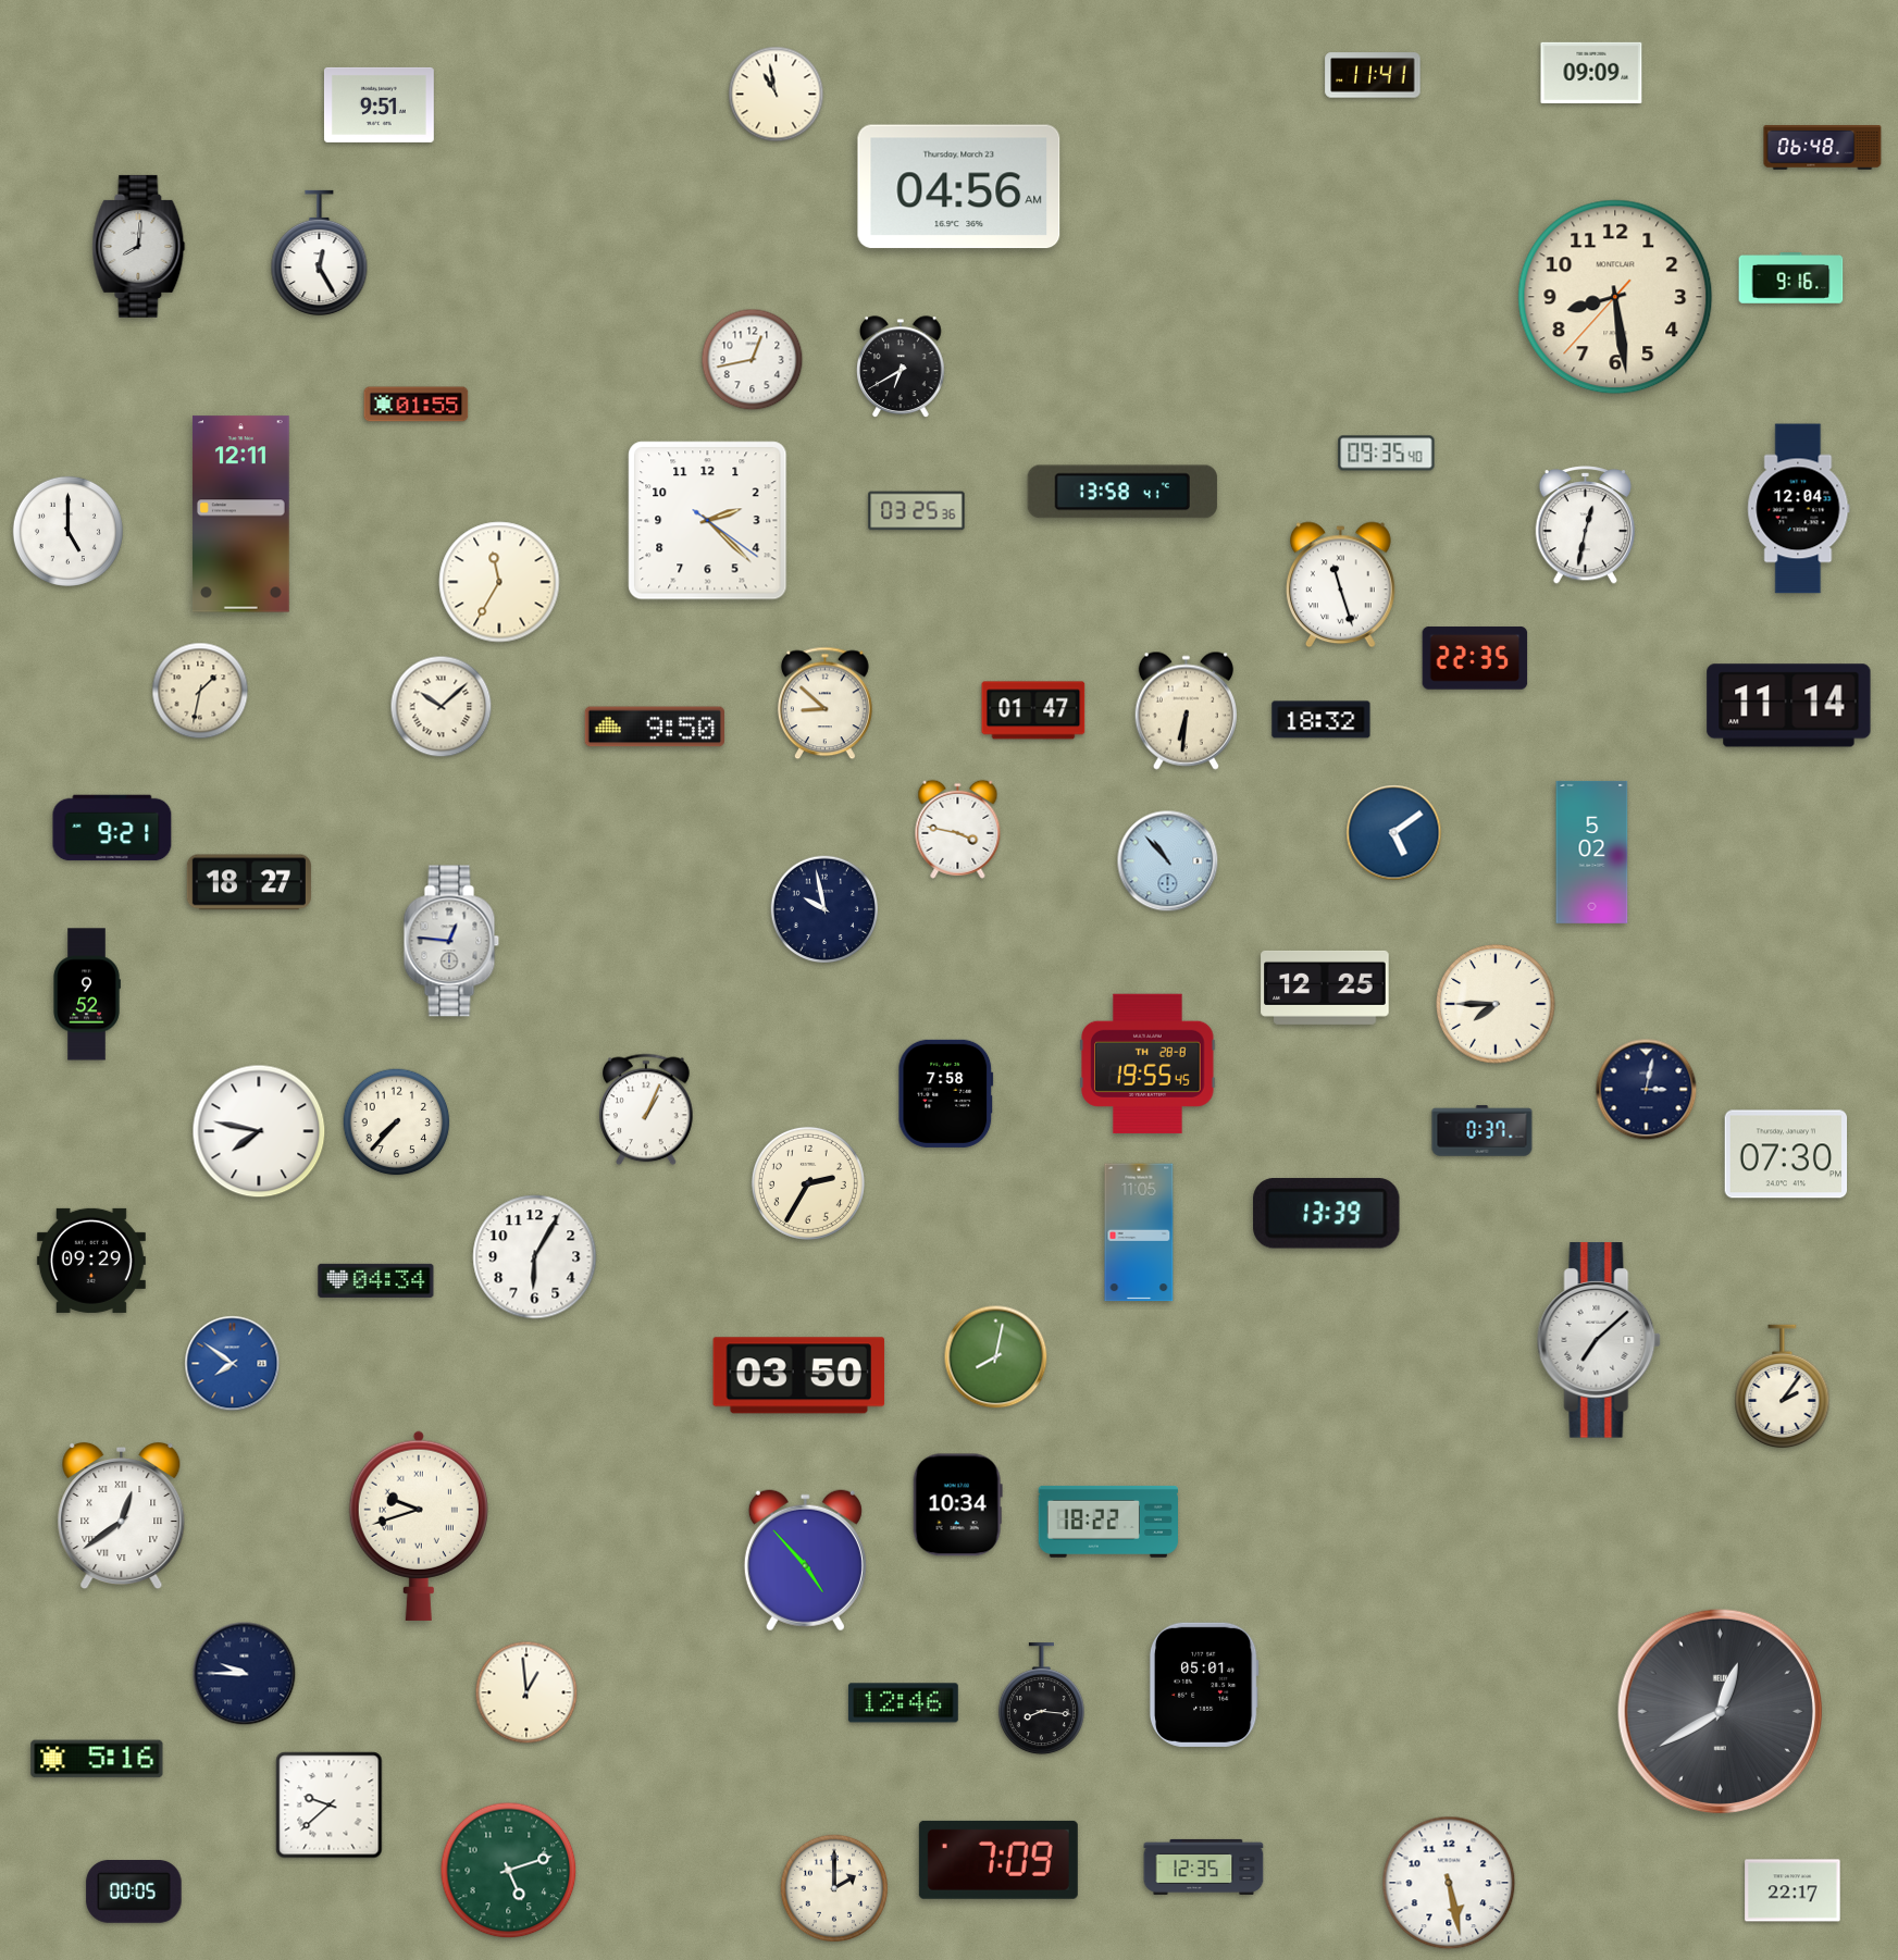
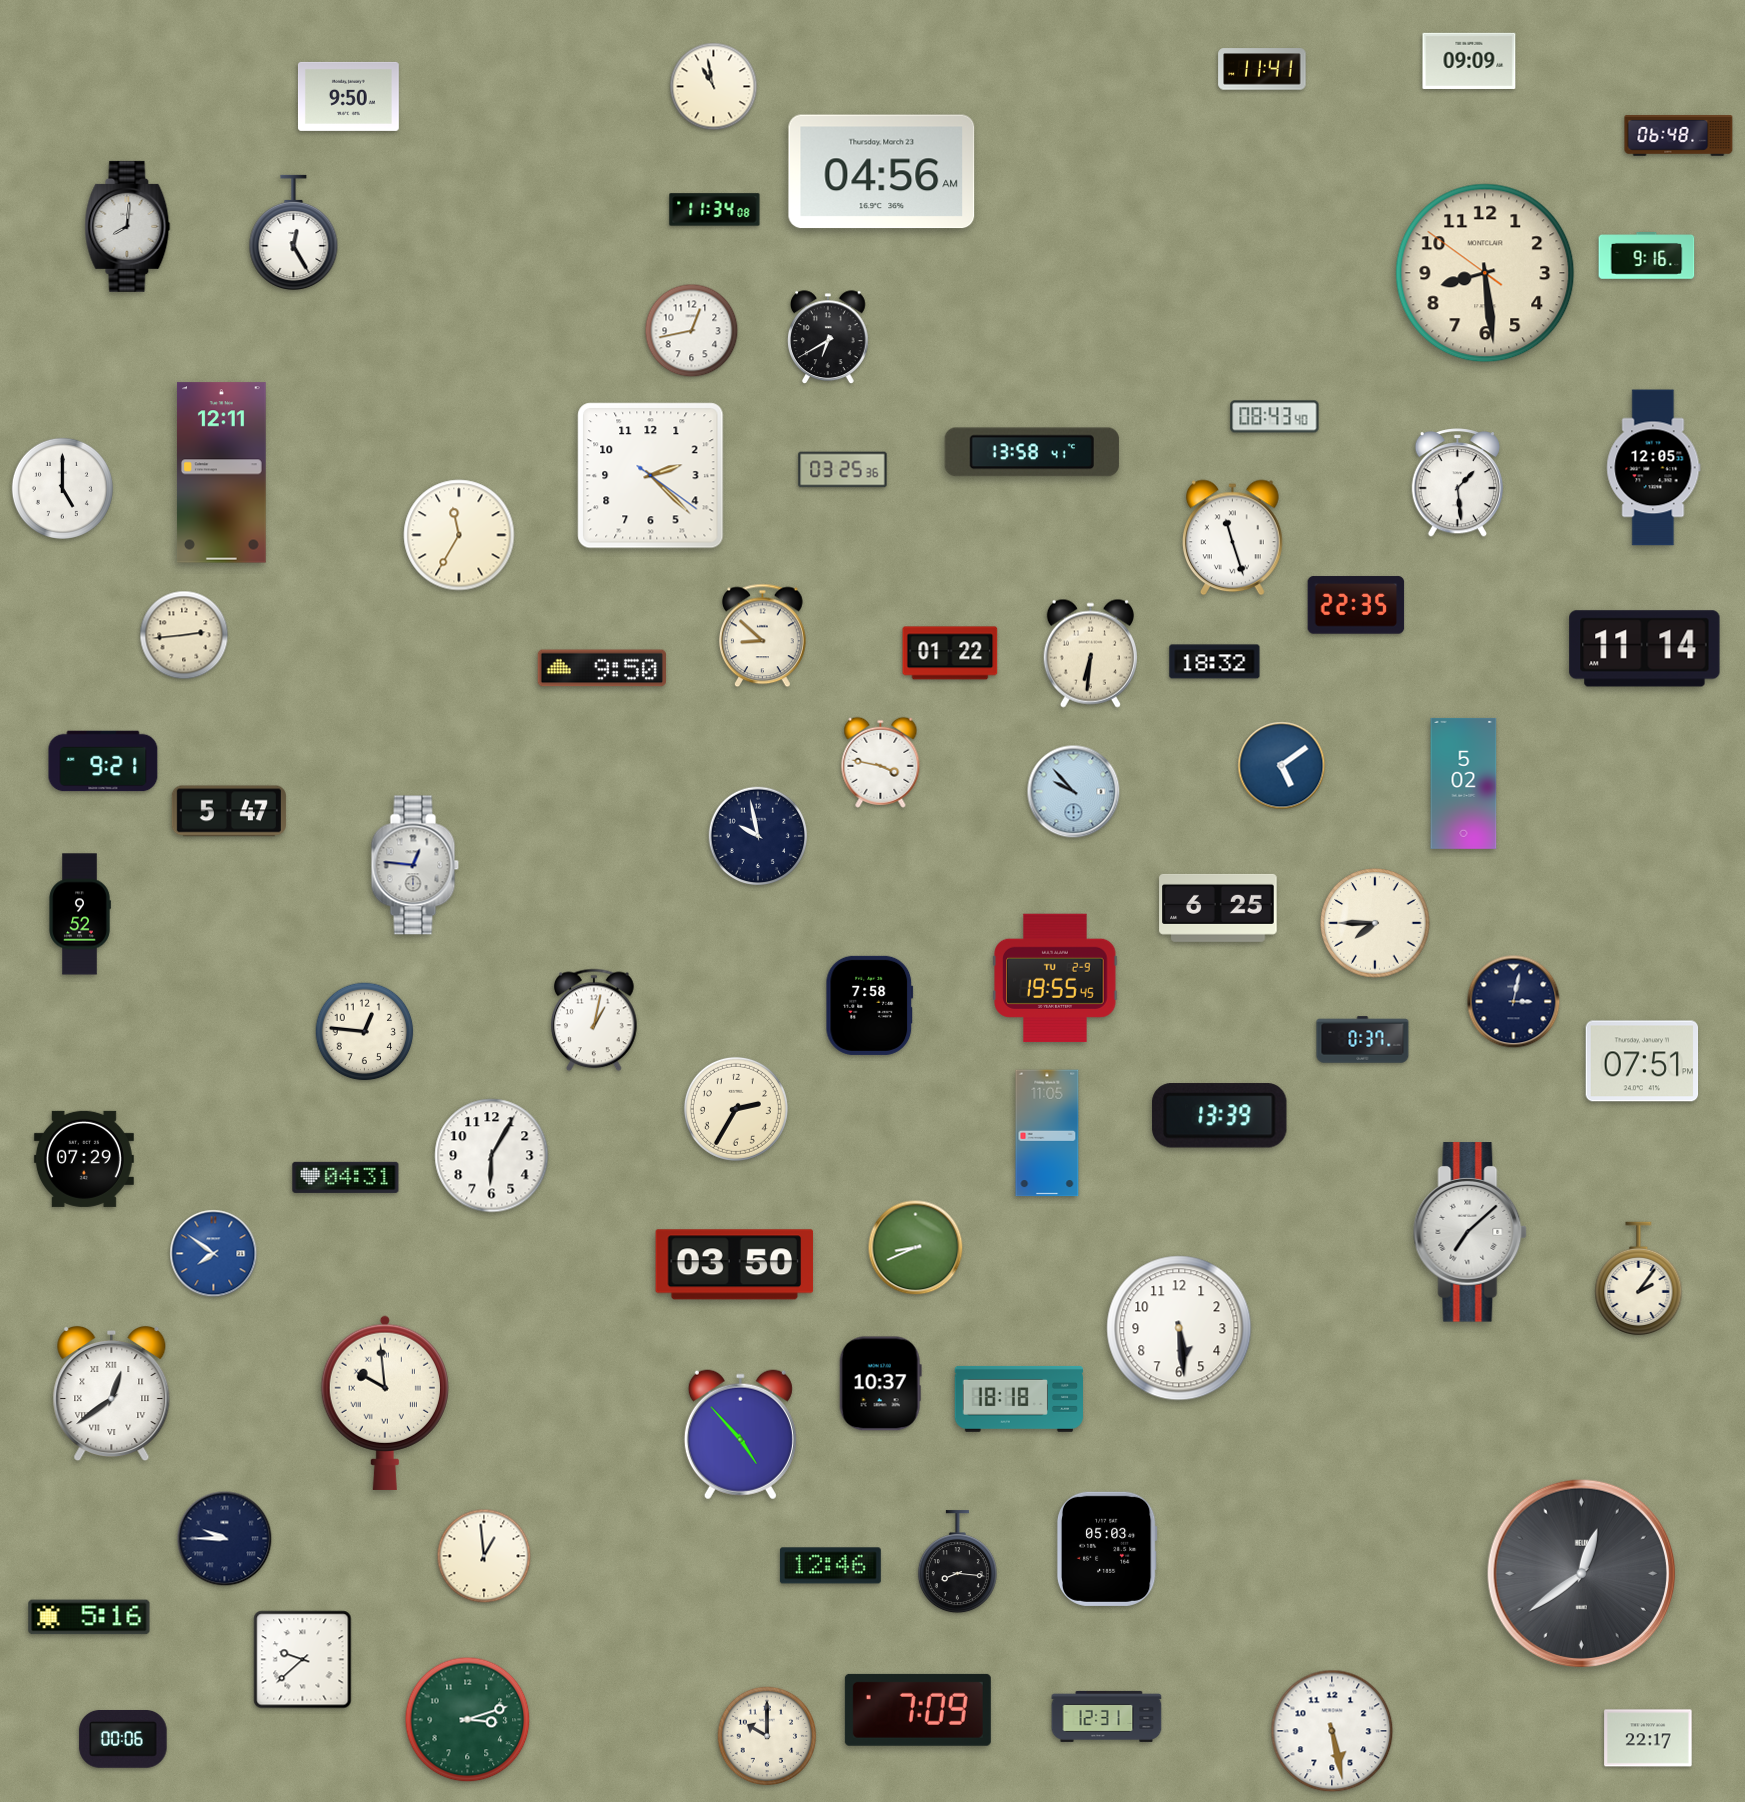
clock at (1591, 73) position: (1591, 73) -> (1469, 61)
clock at (379, 104): 9:51 -> 9:50
clock at (1823, 148) position: (1823, 148) -> (1679, 136)
clock at (715, 210): none -> 11:34
clock at (1615, 297): 8:28:37 -> 8:28:51
clock at (417, 405): 01:55 -> none
clock at (1387, 454): 09:35 -> 08:43
clock at (1799, 509): 12:04 -> 12:05
clock at (708, 521) position: (708, 521) -> (651, 476)
clock at (1586, 525): 12:32 -> 1:29
clock at (200, 691): 1:32 -> 2:44
clock at (824, 704) position: (824, 704) -> (762, 636)
clock at (442, 707): 10:08 -> none
clock at (1033, 710): 01:47 -> 01:22
clock at (1168, 861): 10:53 -> 9:53
clock at (249, 882): 18:27 -> 5:47
clock at (1325, 988): 12:25 -> 6:25
clock at (1148, 1064) date: TH 28-8 -> TU 2-9
clock at (646, 1109): 1:04 -> 1:02
clock at (397, 1122): 7:37 -> 12:46
clock at (259, 1131): 7:47 -> none
clock at (1786, 1154): 07:30 -> 07:51
clock at (808, 1183) position: (808, 1183) -> (736, 1109)
clock at (91, 1261): 09:29 -> 07:29
clock at (376, 1280): 04:34 -> 04:31
clock at (996, 1357): 8:02 -> 8:41
clock at (1783, 1387) position: (1783, 1387) -> (1639, 1279)
clock at (1179, 1328): none -> 5:29
clock at (957, 1505): 10:34 -> 10:37
clock at (1107, 1522): 18:22 -> 18:18
clock at (419, 1526): 9:42 -> 9:59
clock at (1204, 1685): 05:01 -> 05:03
clock at (1720, 1711): 12:40 -> 12:39
clock at (1204, 1866): 12:35 -> 12:31
clock at (509, 1871): 5:12 -> 3:12
clock at (834, 1888): 2:00 -> 10:00
clock at (134, 1893): 00:05 -> 00:06
